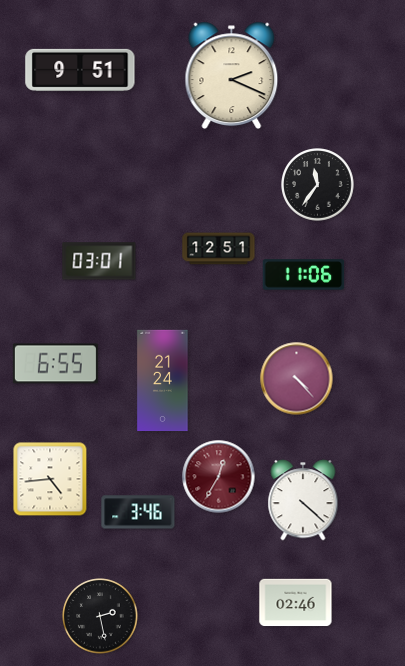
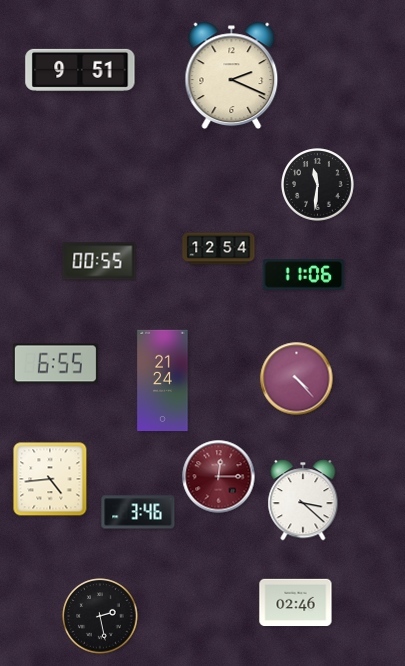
clock at (318, 185): 11:36 -> 11:31
clock at (219, 249): 12:51 -> 12:54
clock at (99, 261): 03:01 -> 00:55
clock at (219, 477): 12:35 -> 12:15
clock at (303, 500): 4:22 -> 3:22
